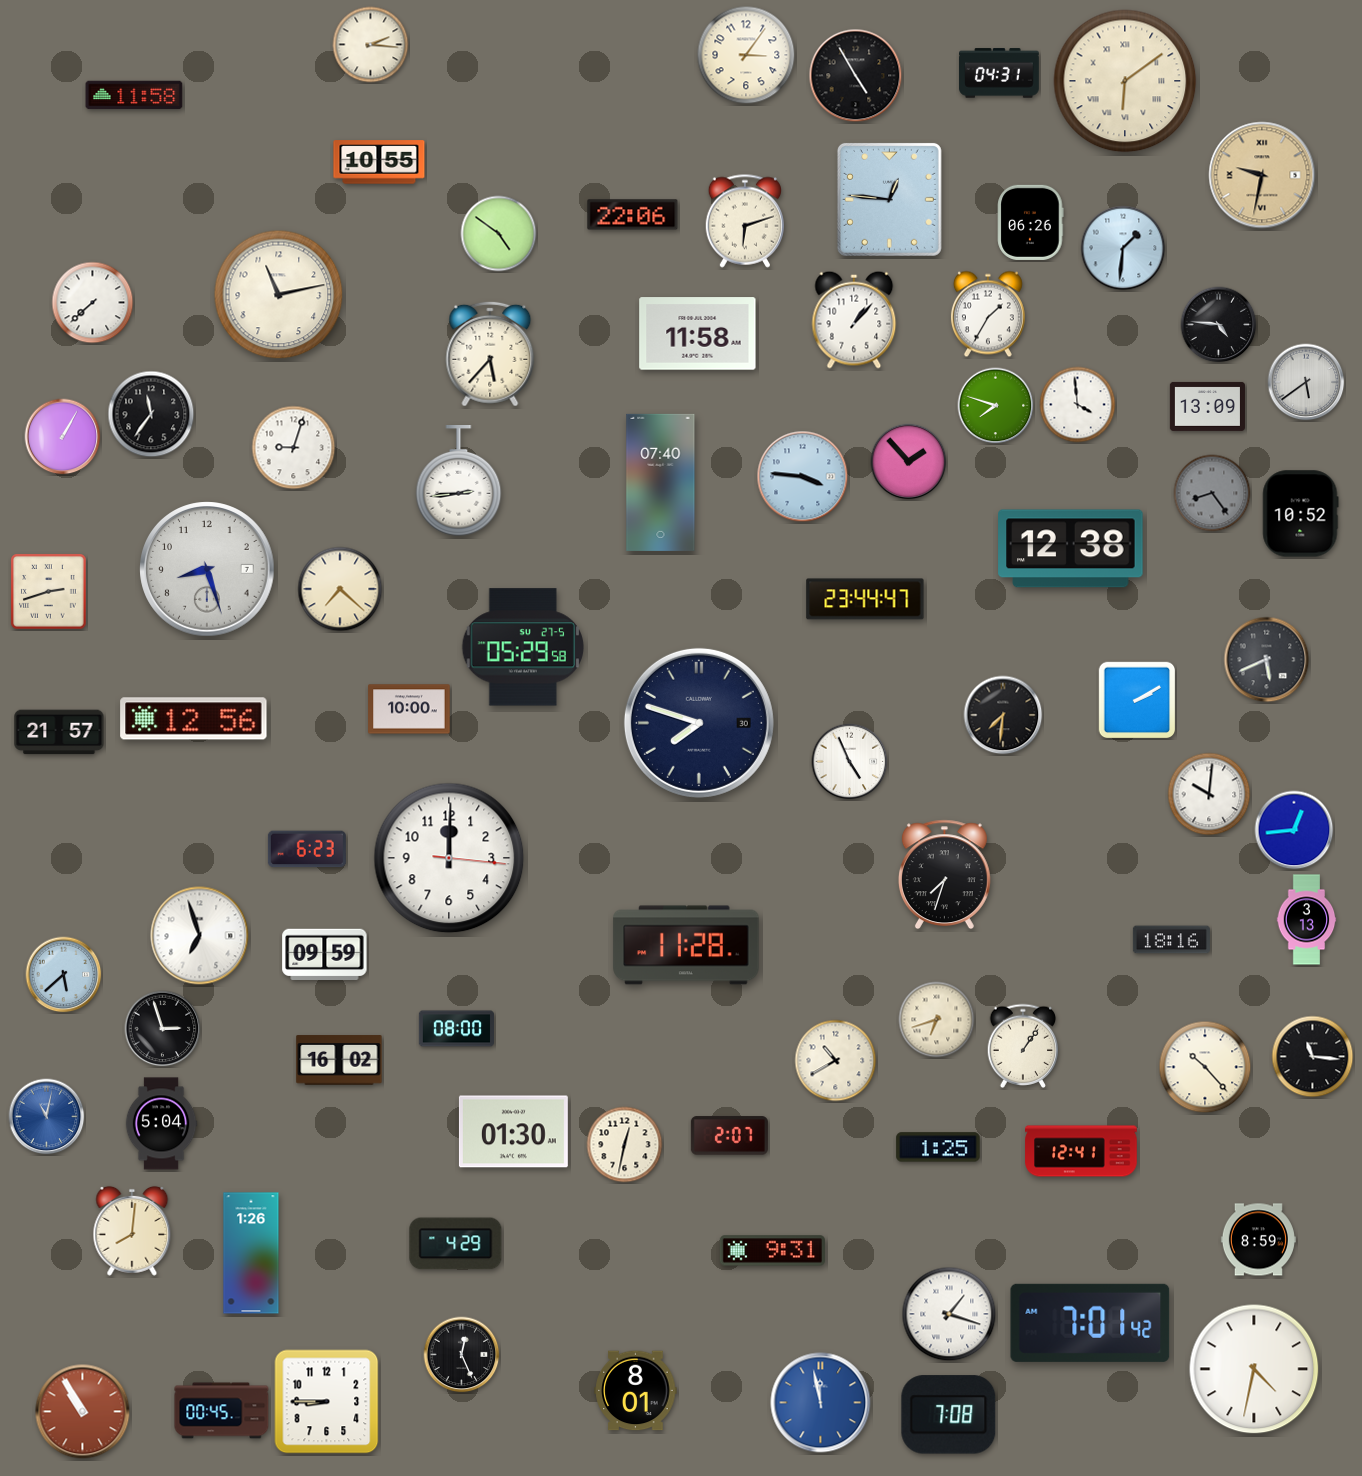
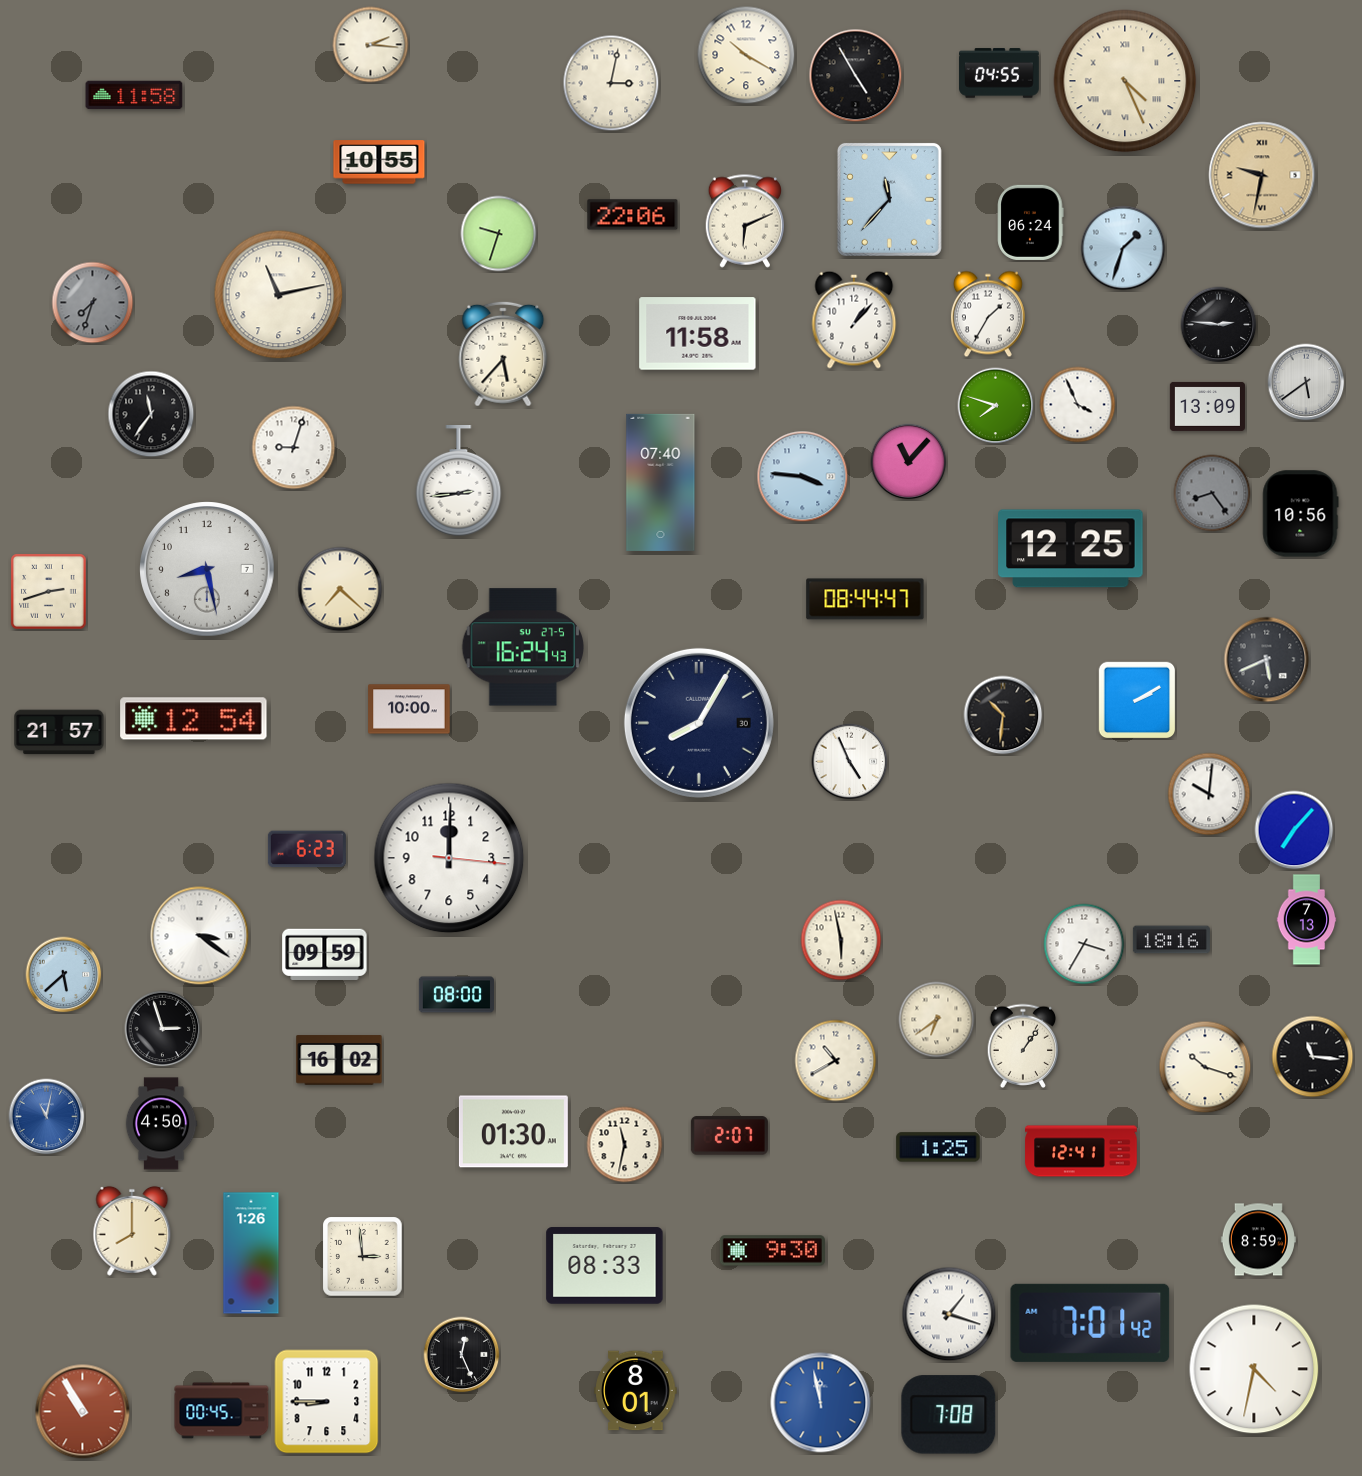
clock at (746, 55): 3:06 -> 10:20
clock at (1000, 73): 04:31 -> 04:55
clock at (1125, 81): 6:09 -> 4:26
clock at (611, 83): none -> 3:02
clock at (889, 199): 12:46 -> 11:37
clock at (744, 221): 6:12 -> 6:11
clock at (1031, 222): 06:26 -> 06:24
clock at (499, 234): 4:51 -> 9:33
clock at (1123, 248): 1:31 -> 1:33
clock at (93, 303): 7:38 -> 7:33
clock at (93, 303) dial: white -> grey
clock at (1219, 325): 4:46 -> 2:46
clock at (490, 354) position: (490, 354) -> (503, 354)
clock at (1078, 405): 3:59 -> 3:56
clock at (63, 437): 1:05 -> none
clock at (909, 462): 1:53 -> 11:07
clock at (1301, 514): 10:52 -> 10:56
clock at (1071, 549): 12:38 -> 12:25
clock at (207, 569): 8:27 -> 8:28
clock at (865, 599): 23:44 -> 08:44
clock at (523, 647): 05:29 -> 16:24
clock at (1003, 715): 7:31 -> 10:31
clock at (194, 719): 12:56 -> 12:54
clock at (699, 723): 7:48 -> 8:05
clock at (1294, 830): 12:44 -> 7:07
clock at (944, 875): 7:33 -> none
clock at (1307, 920): 3:13 -> 7:13
clock at (200, 936): 6:57 -> 3:21
clock at (841, 940): none -> 5:58
clock at (1084, 944): none -> 3:35
clock at (686, 945): 11:28 -> none
clock at (937, 1020): 6:42 -> 6:39
clock at (456, 1029) position: (456, 1029) -> (456, 995)
clock at (1205, 1067): 10:23 -> 10:18
clock at (161, 1124): 5:04 -> 4:50
clock at (625, 1145): 12:32 -> 11:32
clock at (132, 1231): 8:01 -> 8:00
clock at (456, 1244): 4:29 -> none
clock at (772, 1251): 9:31 -> 9:30
clock at (363, 1257): none -> 2:59
clock at (605, 1266): none -> 08:33
